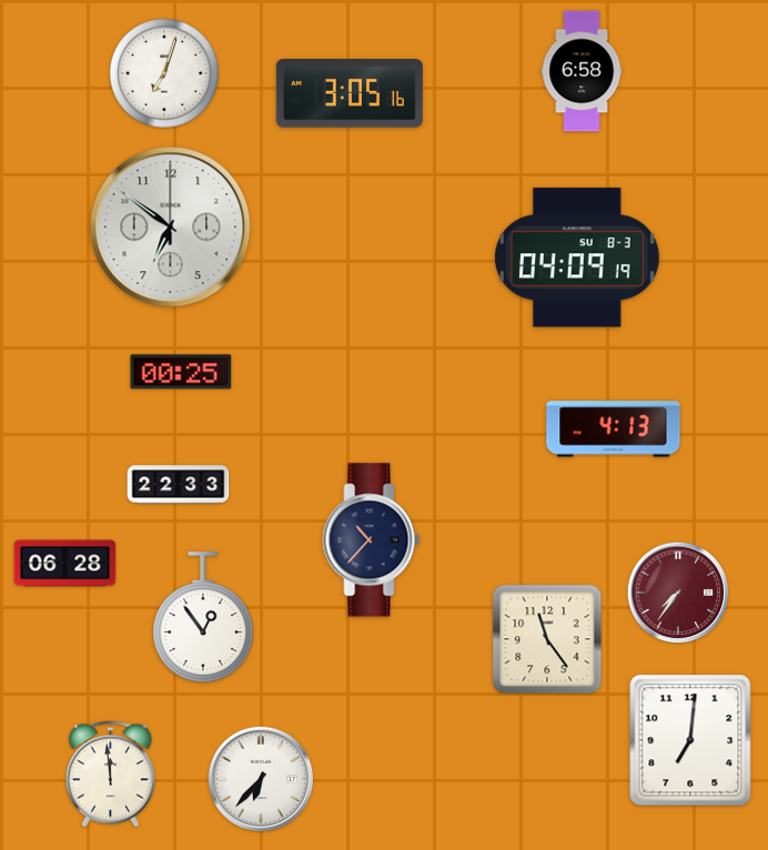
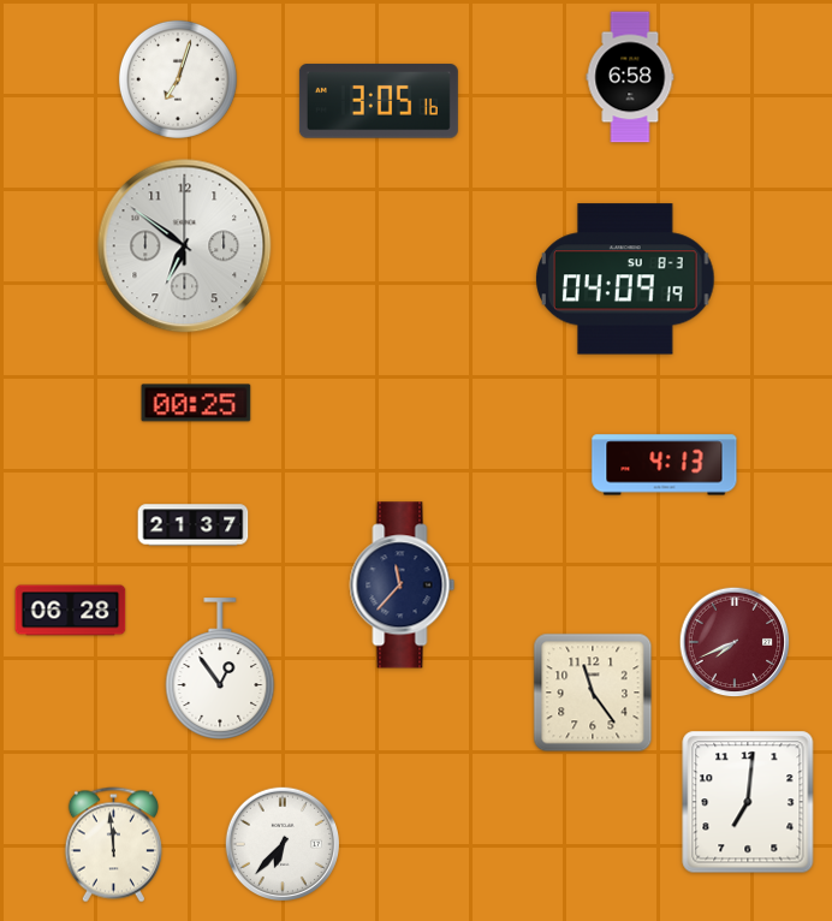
clock at (179, 485): 22:33 -> 21:37
clock at (372, 540): 10:37 -> 11:37
clock at (678, 593): 7:36 -> 7:41
clock at (110, 775) position: (110, 775) -> (113, 845)
